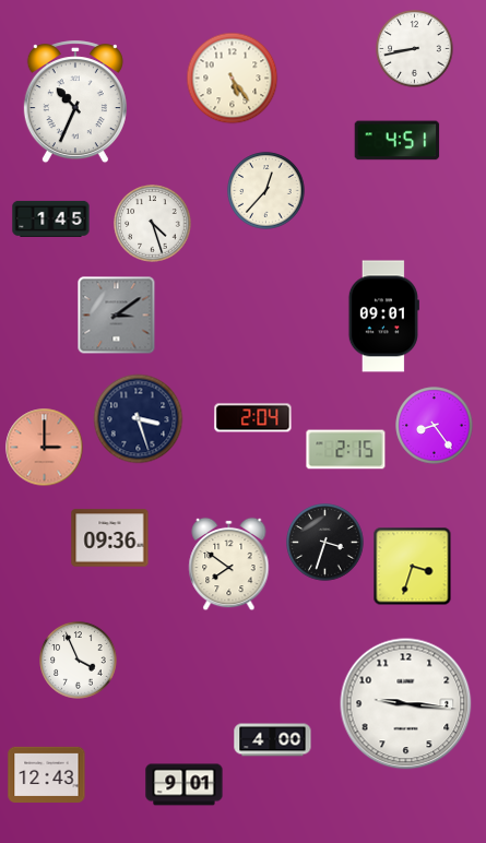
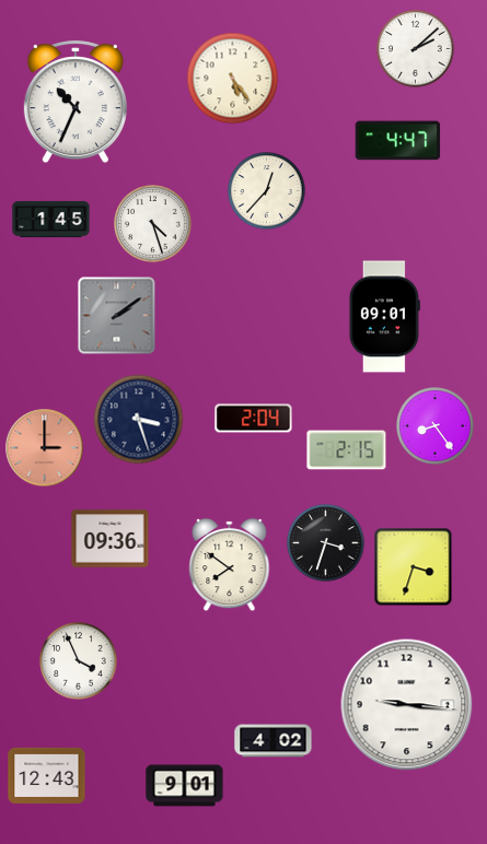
clock at (415, 49): 8:43 -> 2:08
clock at (398, 141): 4:51 -> 4:47
clock at (117, 316): 3:09 -> 2:09
clock at (273, 740): 4:00 -> 4:02
